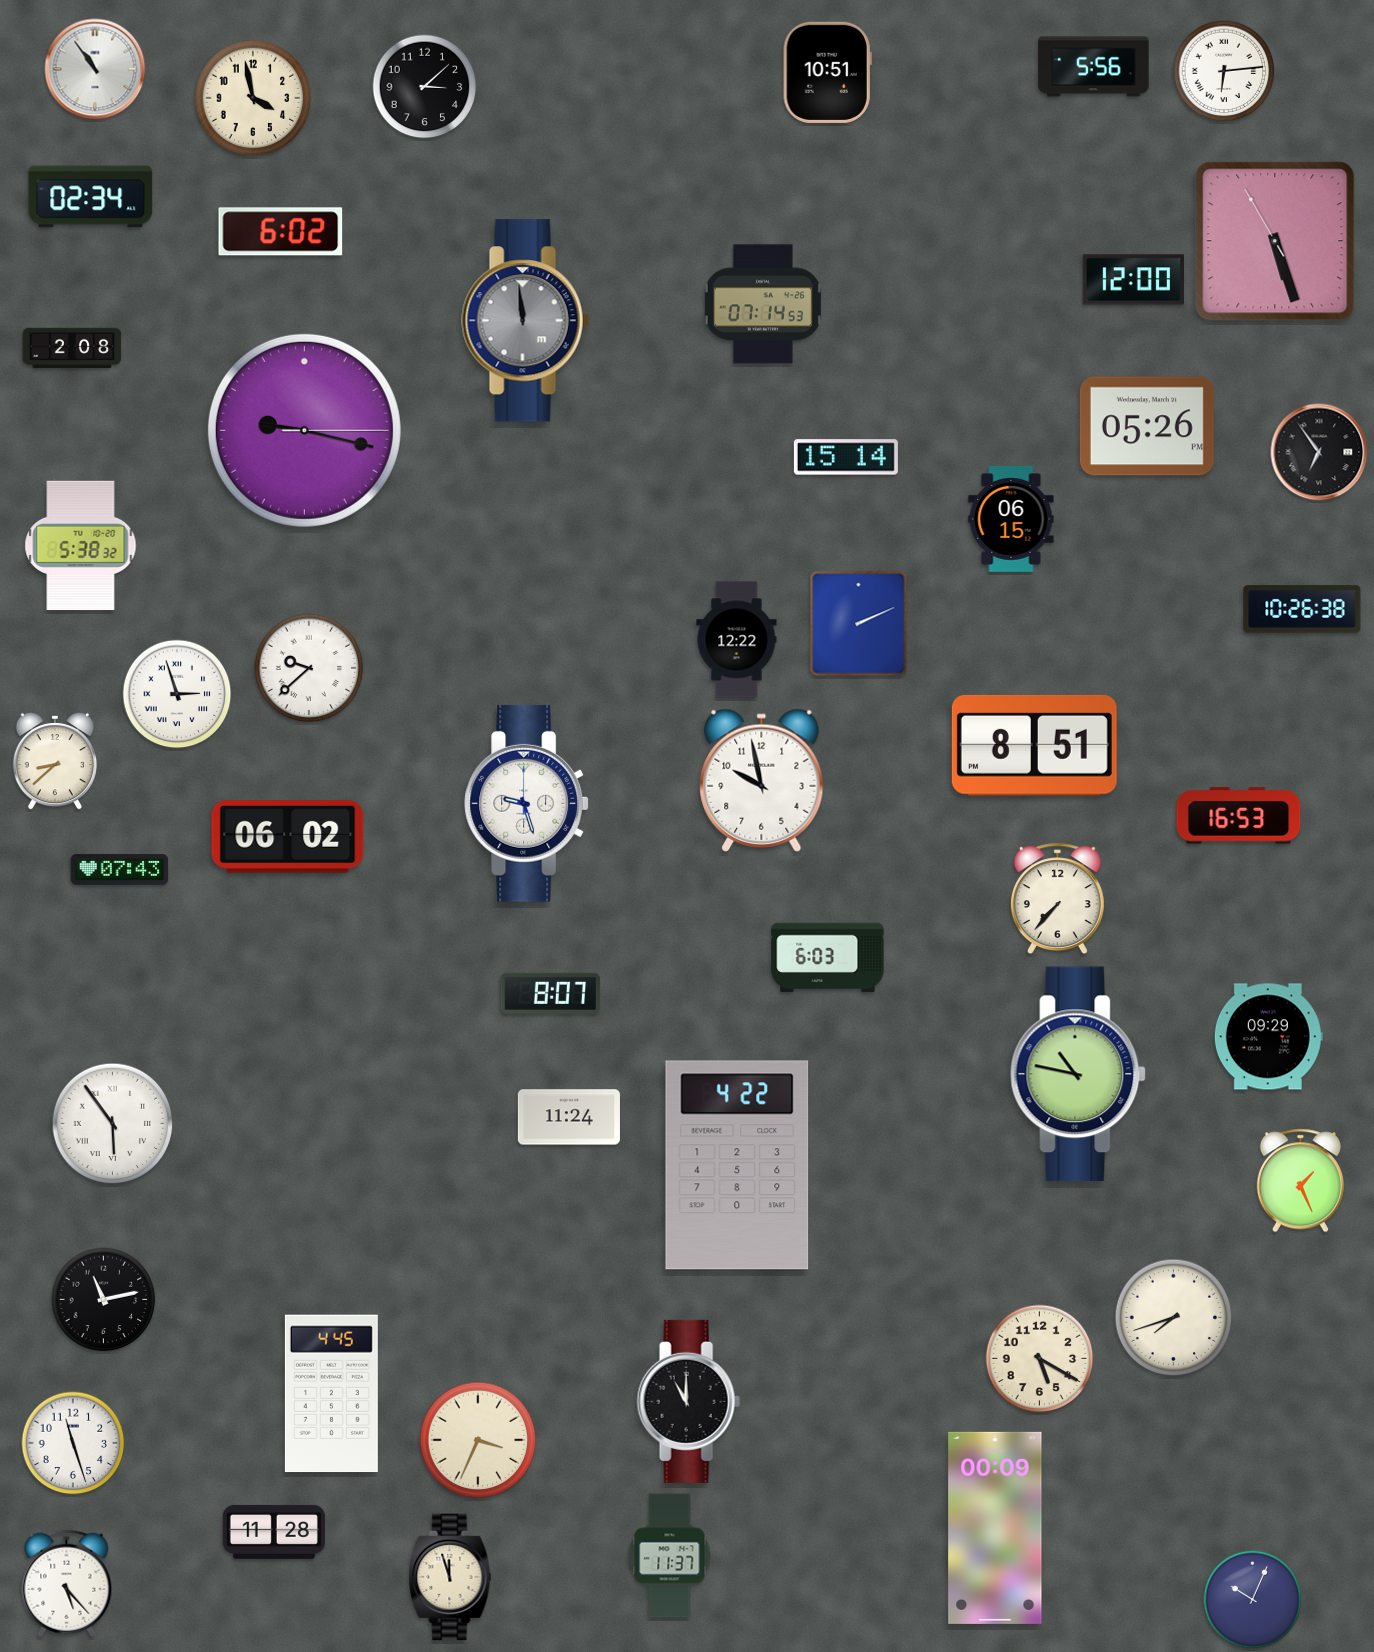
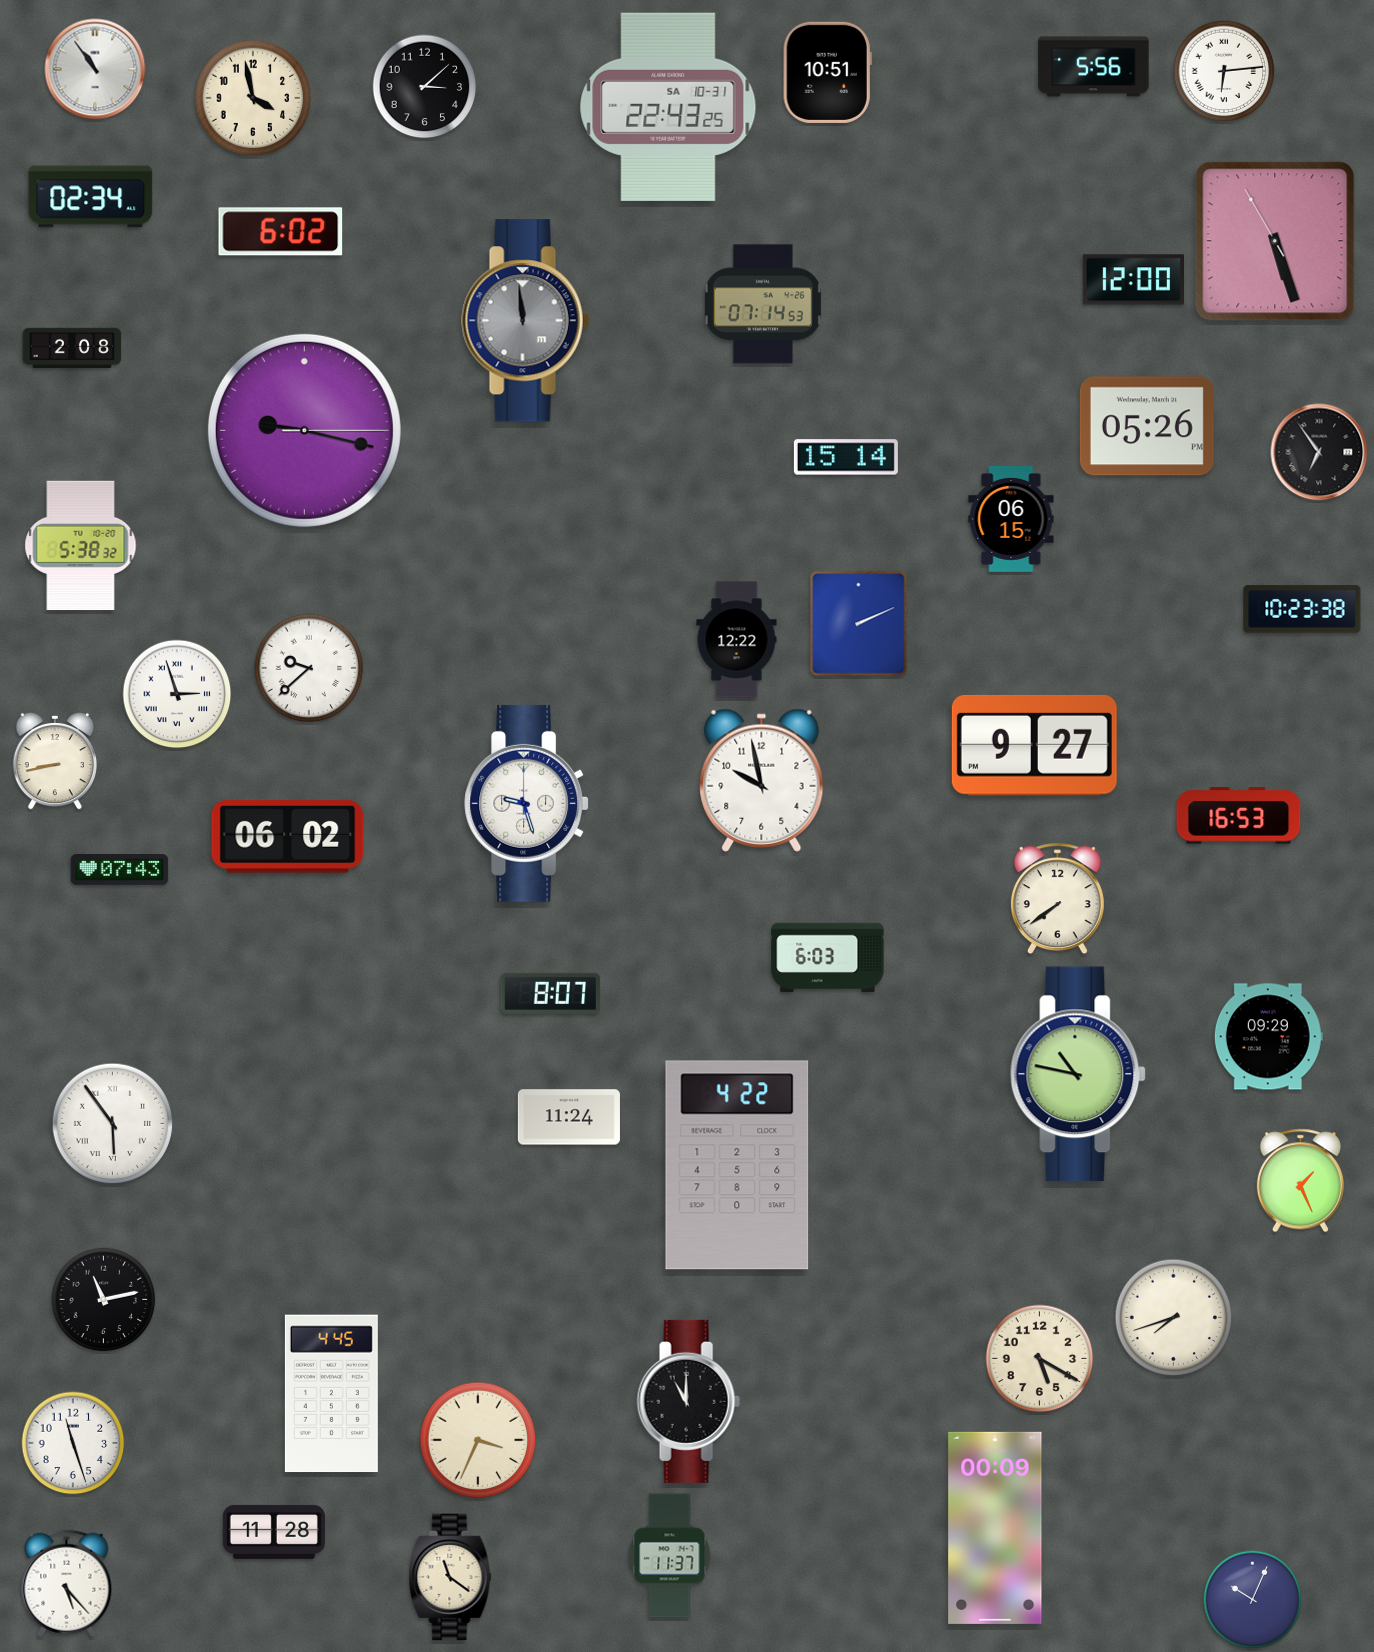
clock at (668, 107): none -> 22:43
clock at (1302, 609): 10:26 -> 10:23
clock at (1034, 745): 8:51 -> 9:27
clock at (54, 761): 8:38 -> 8:43
clock at (1057, 899): 7:37 -> 7:39
clock at (450, 1577): 11:57 -> 11:21
